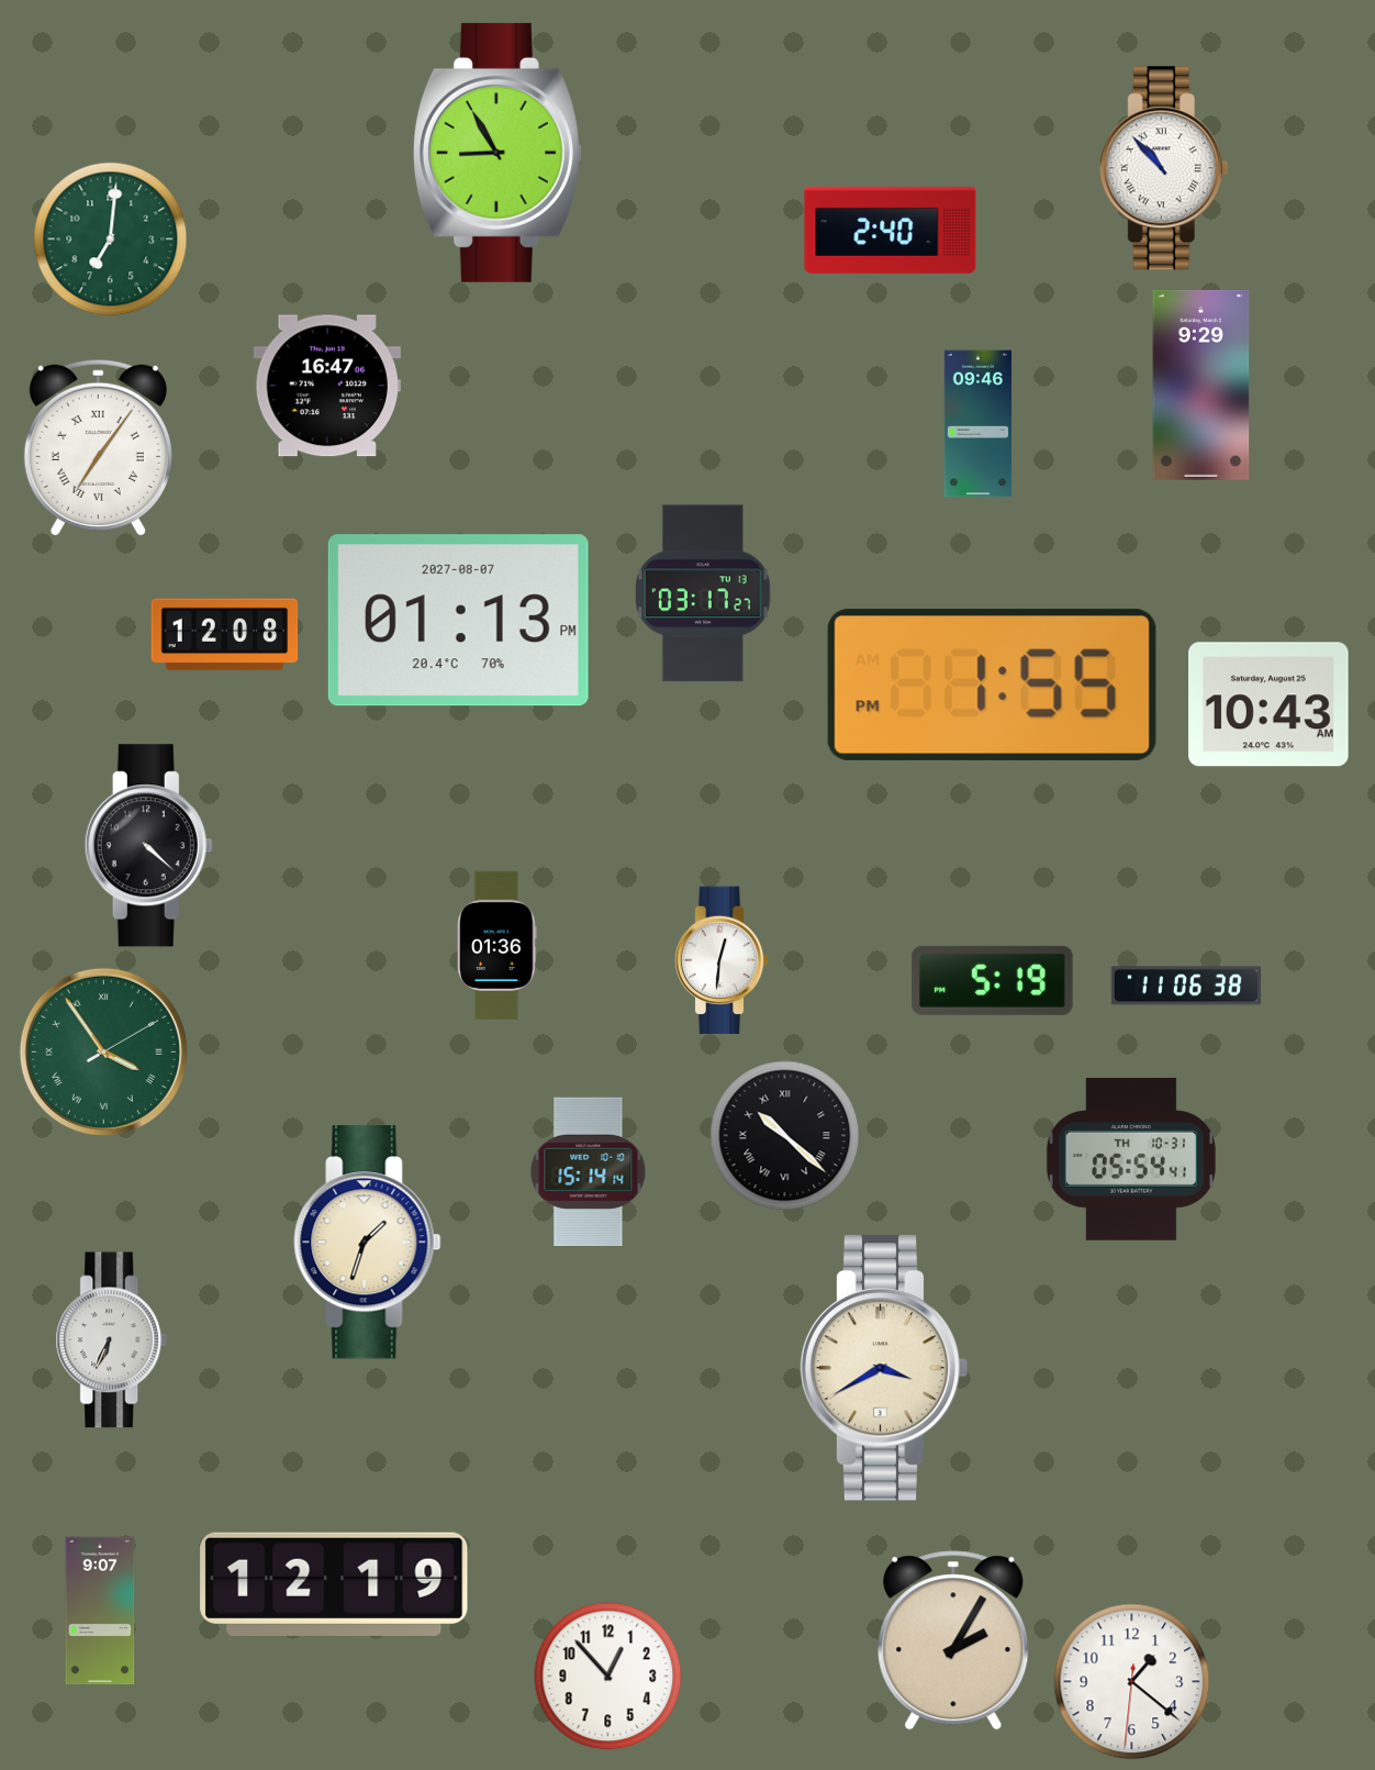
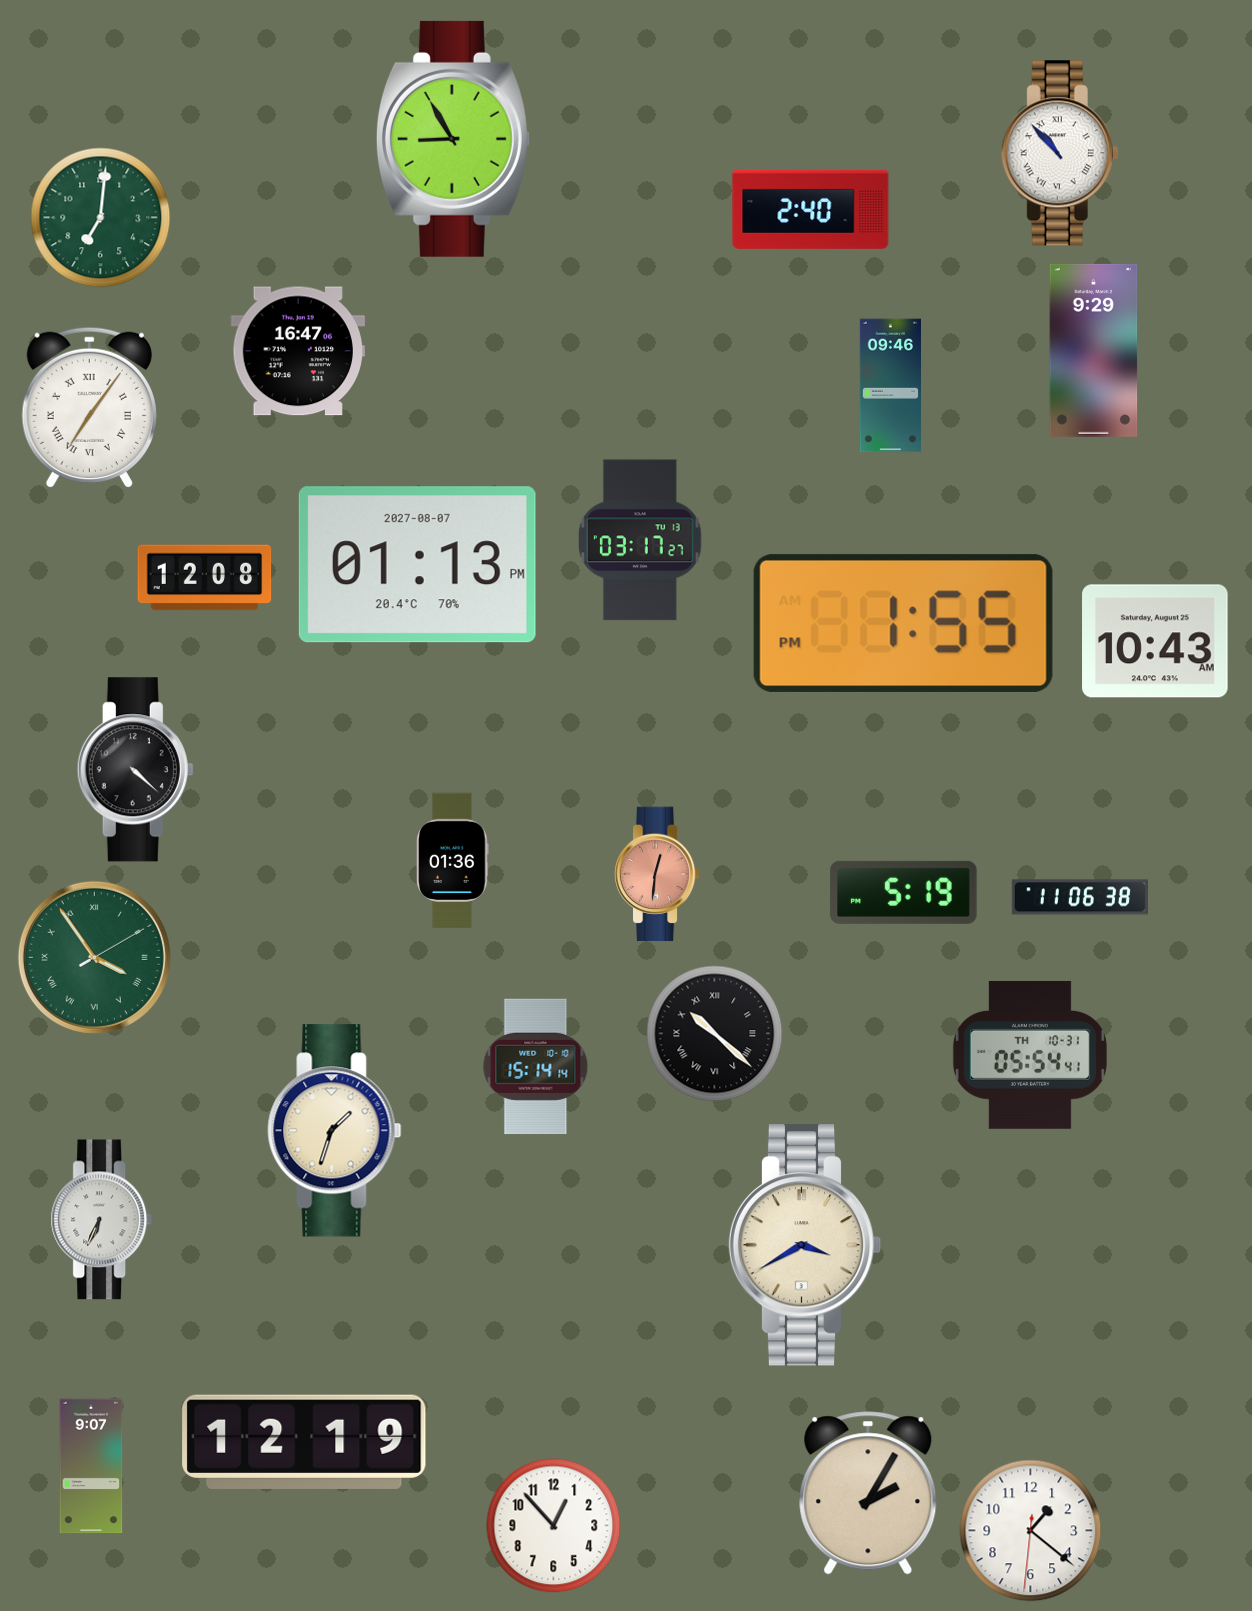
clock at (722, 960) dial: white -> salmon
